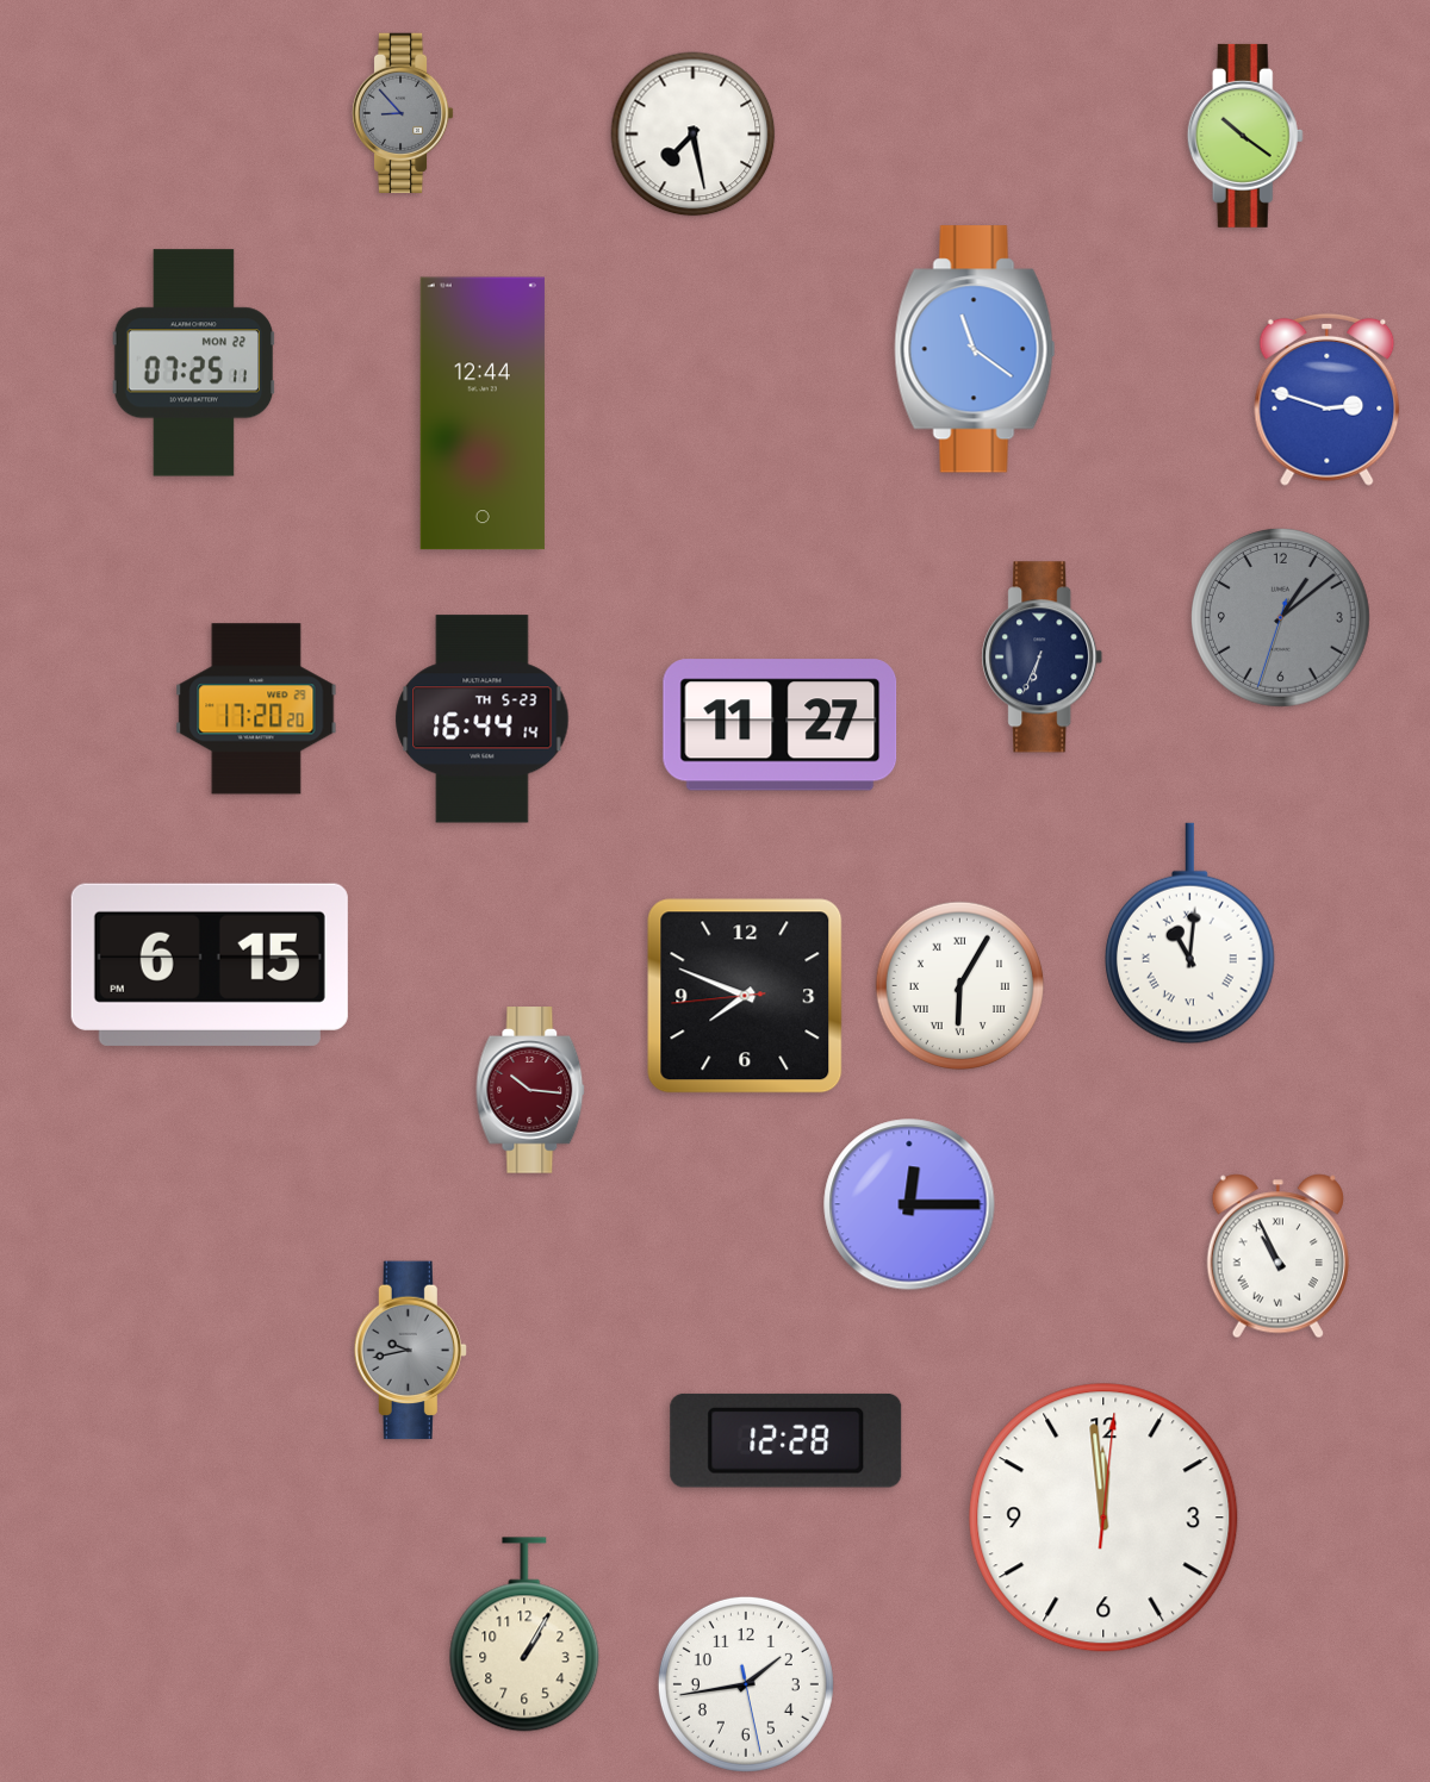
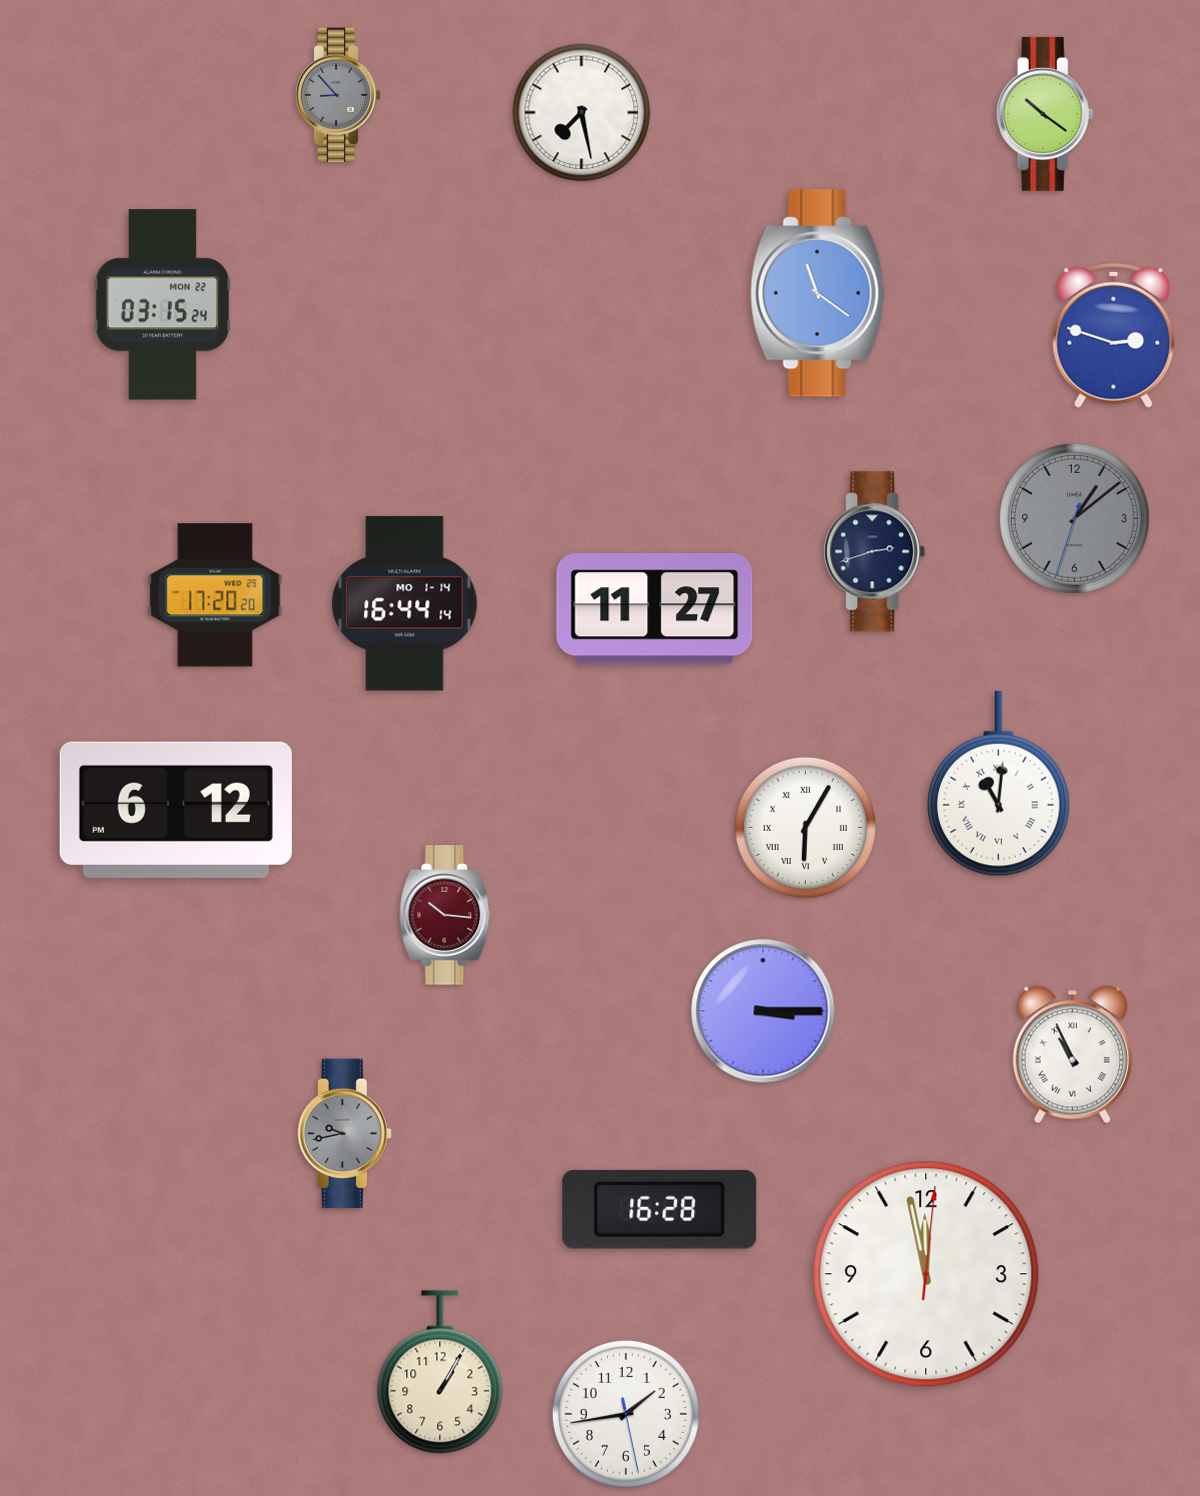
clock at (194, 363): 07:25 -> 03:15
clock at (483, 413): 12:44 -> none
clock at (1043, 658): 6:34 -> 2:42
clock at (483, 719) date: TH 5-23 -> MO 1-14
clock at (210, 965): 6:15 -> 6:12
clock at (745, 996): 7:48 -> none
clock at (909, 1204): 12:15 -> 3:15
clock at (786, 1440): 12:28 -> 16:28
clock at (1103, 1518): 11:59 -> 11:58
